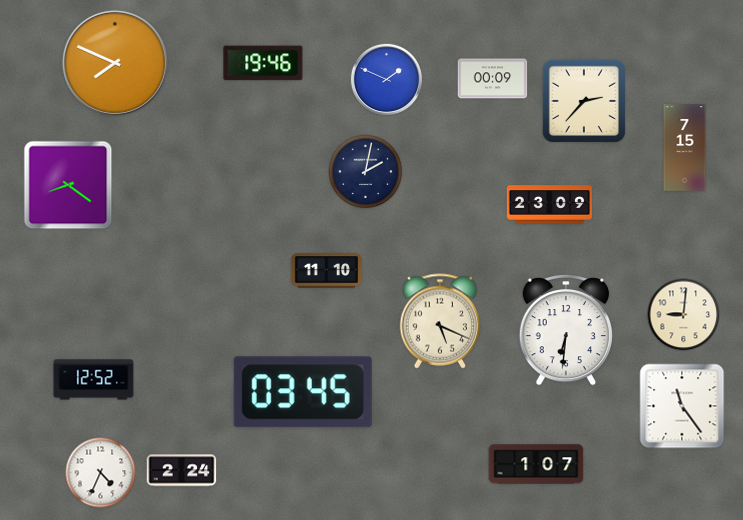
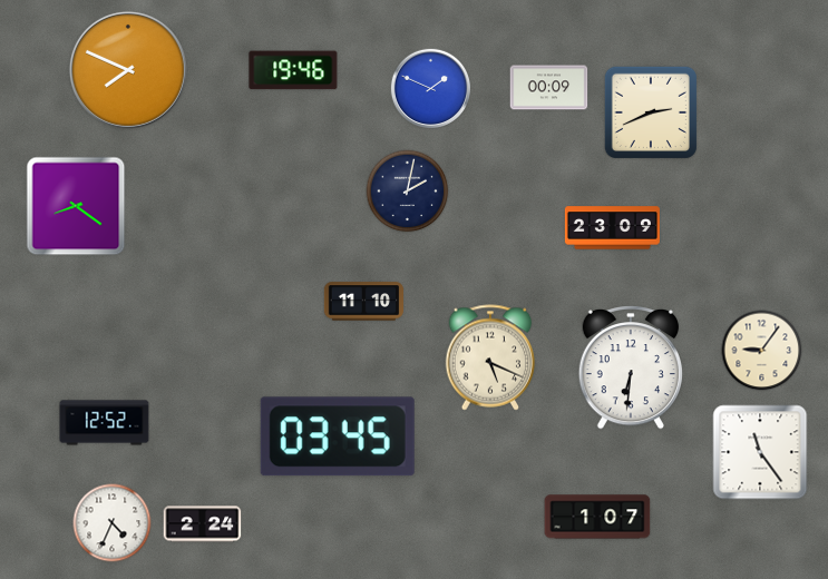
clock at (584, 101): 2:37 -> 2:41
clock at (685, 148): 7:15 -> none
clock at (684, 315): 9:01 -> 9:06
clock at (101, 473) position: (101, 473) -> (113, 523)
